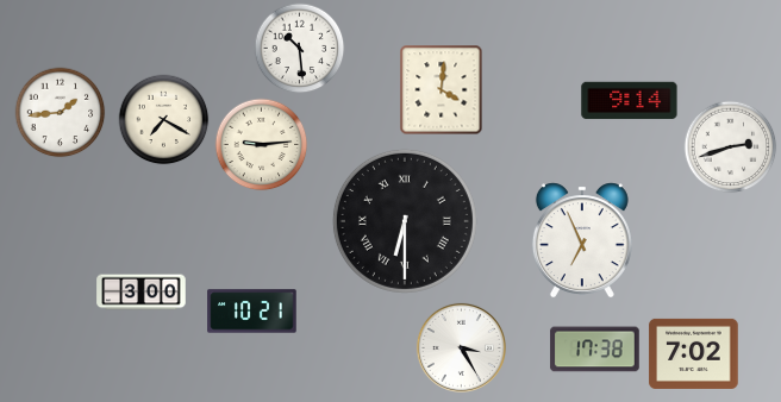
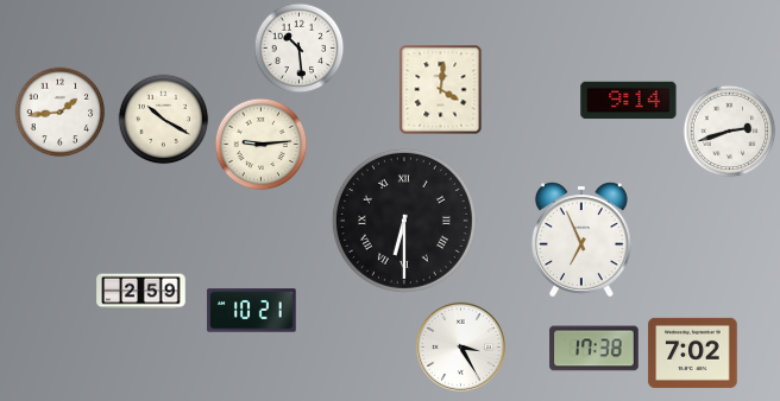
clock at (164, 120): 7:20 -> 10:20
clock at (731, 147) position: (731, 147) -> (730, 132)
clock at (142, 293): 3:00 -> 2:59
